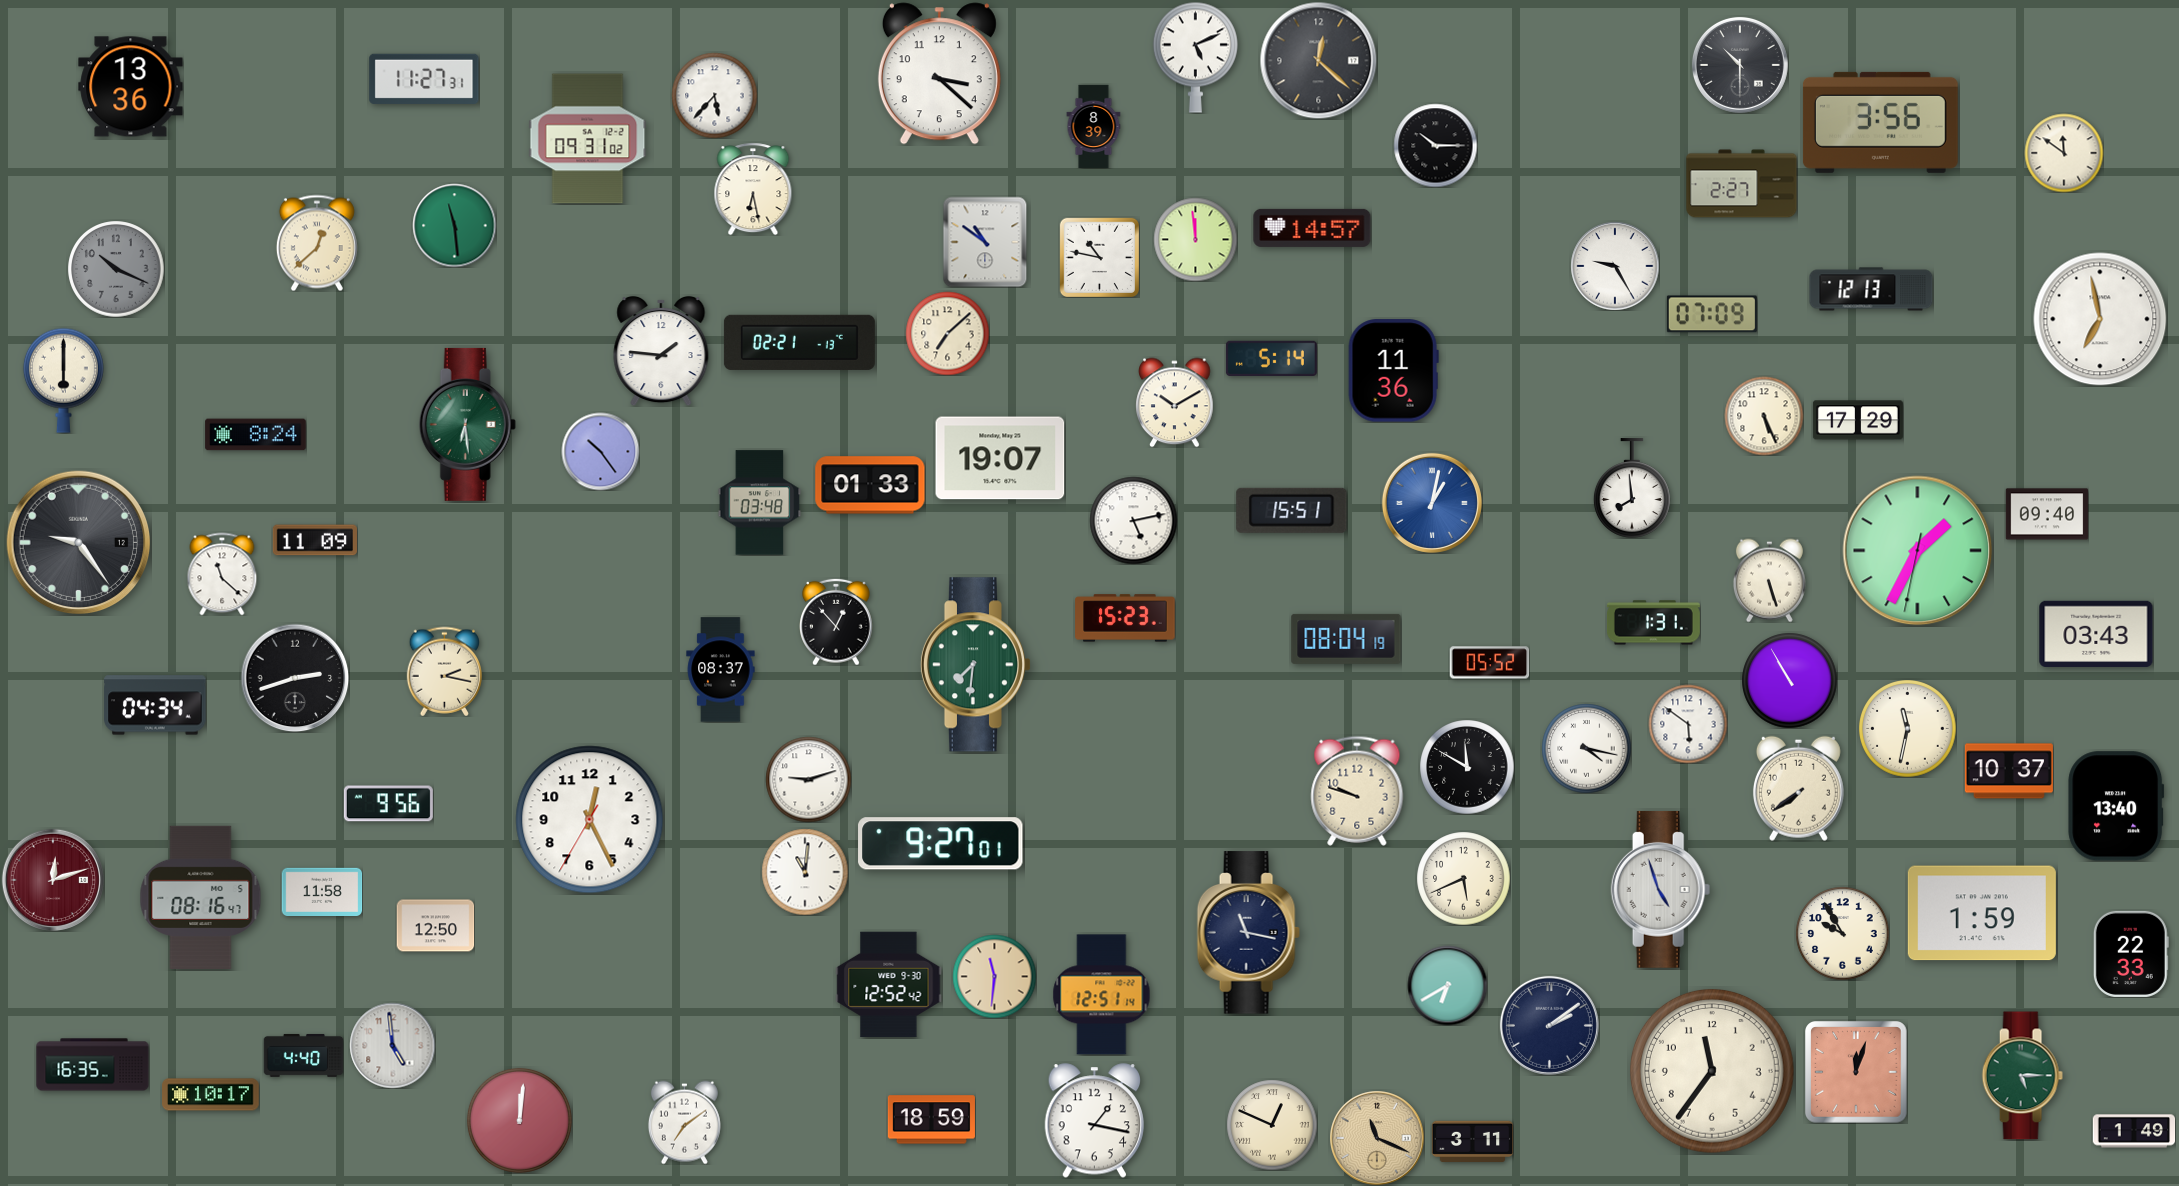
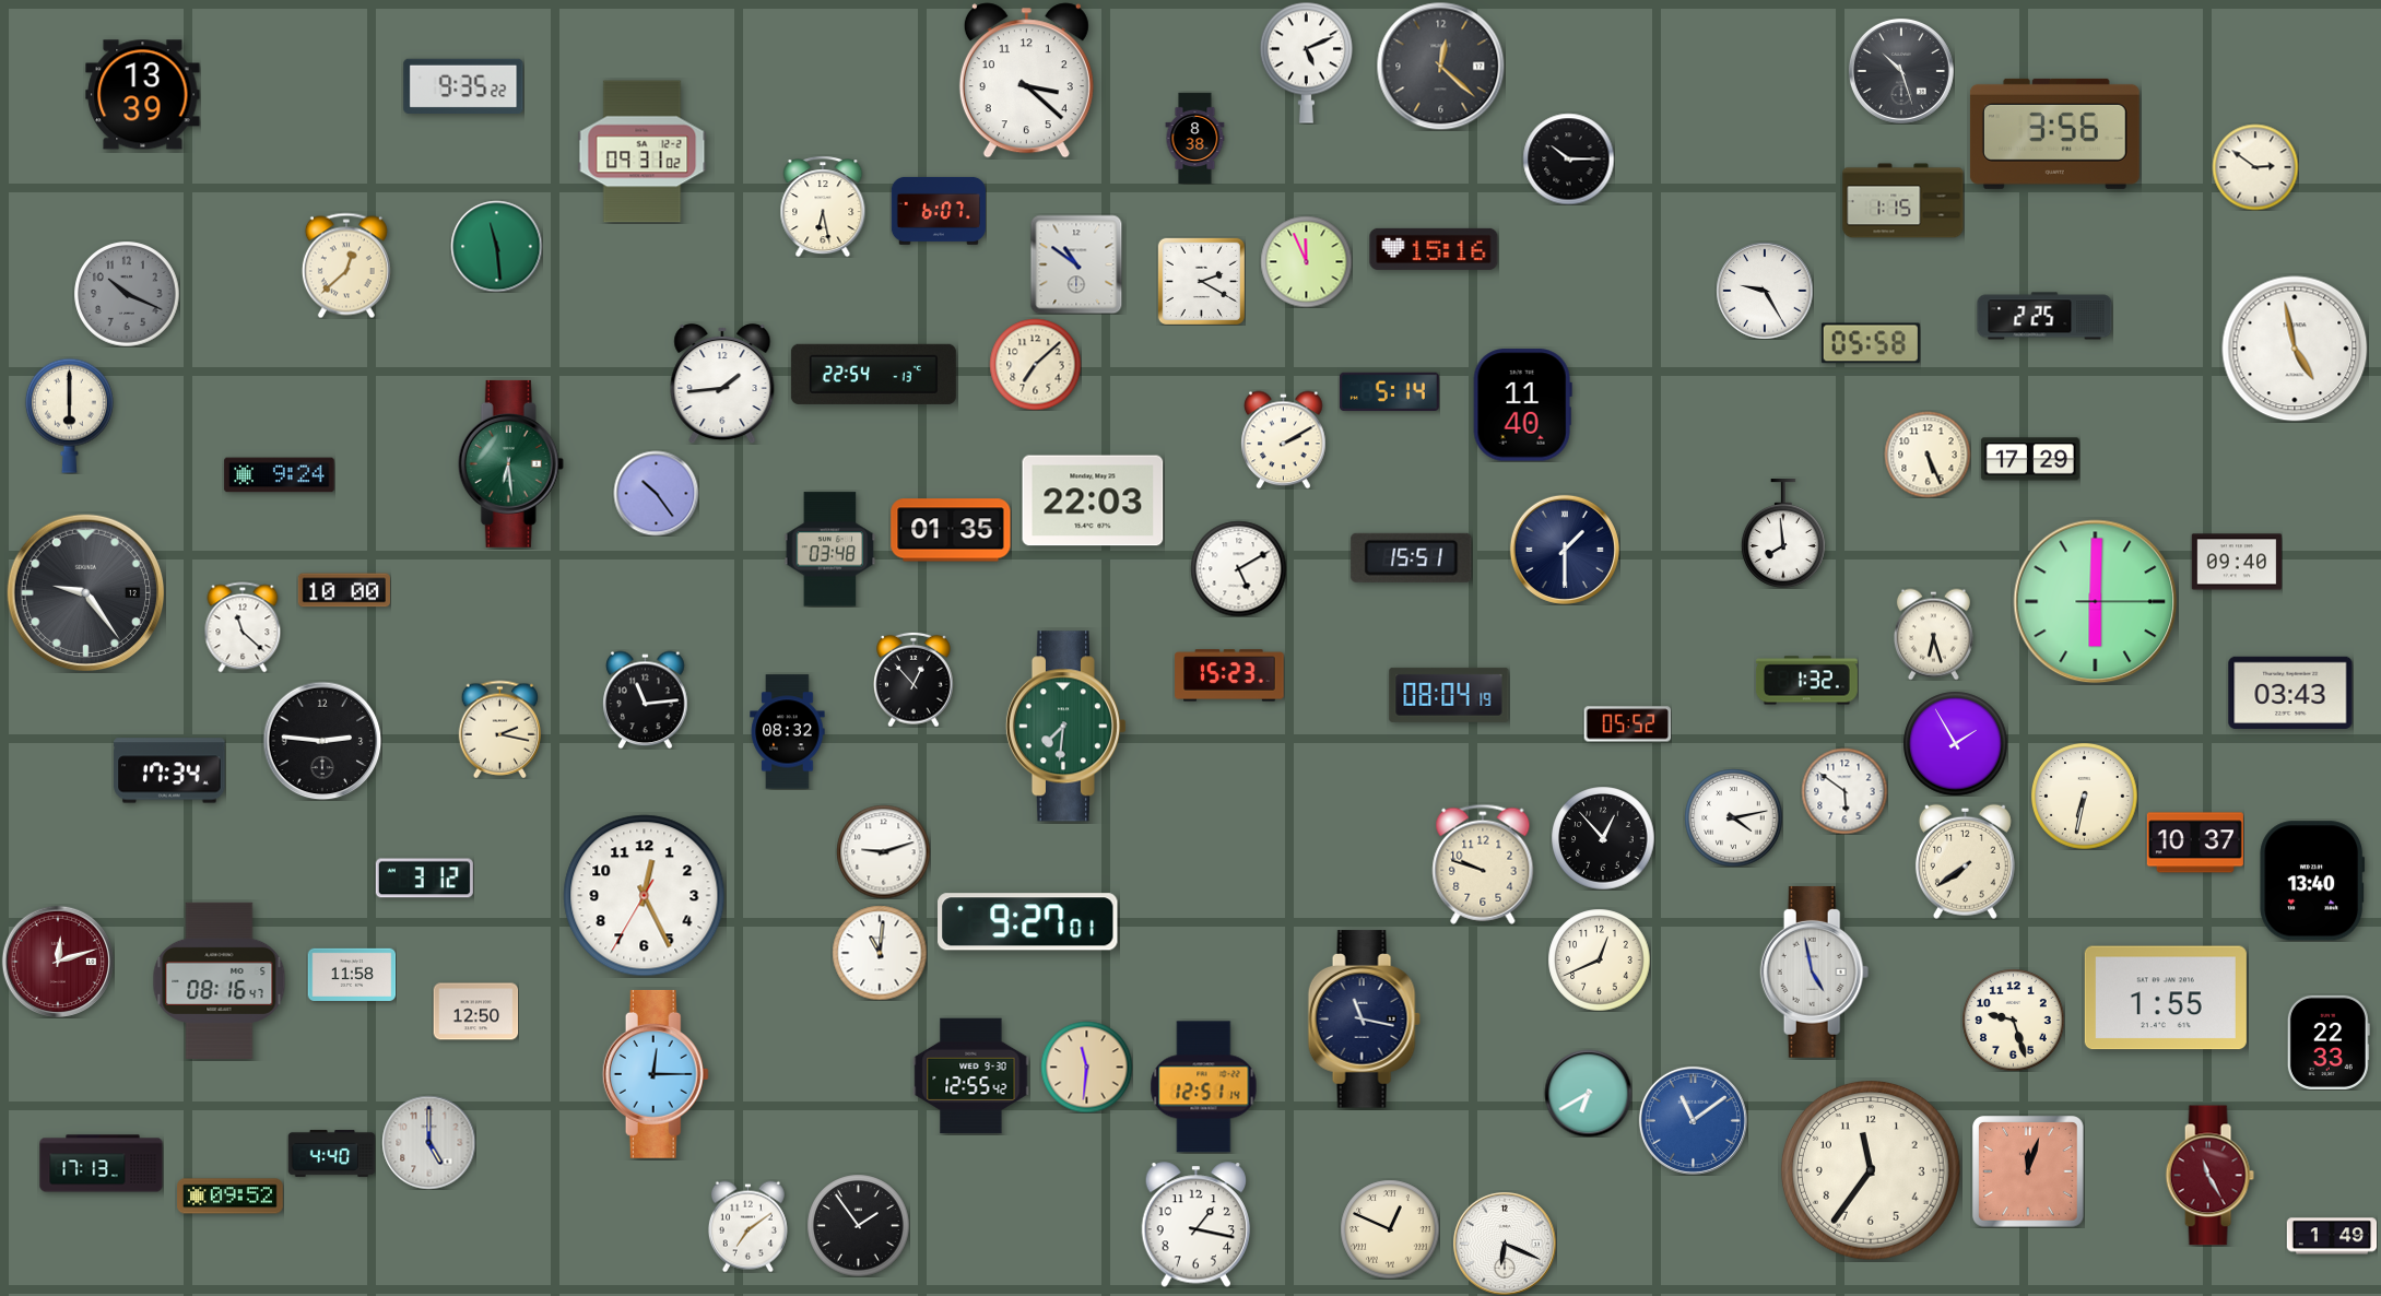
clock at (1740, 65): 10:30 -> 10:27
clock at (424, 79): 11:27 -> 9:35
clock at (131, 87): 13:36 -> 13:39
clock at (714, 95): 5:37 -> none
clock at (1094, 126): 8:39 -> 8:38
clock at (2064, 153): 11:51 -> 2:51
clock at (1742, 184): 2:27 -> 1:15
clock at (939, 211): none -> 6:07
clock at (1312, 228): 14:57 -> 15:16
clock at (1195, 239): 11:59 -> 11:56
clock at (1099, 257): 10:47 -> 2:20
clock at (1871, 289): 12:13 -> 2:25
clock at (1712, 314): 07:09 -> 05:58
clock at (2100, 319): 6:58 -> 4:58
clock at (799, 342): 02:21 -> 22:54
clock at (661, 351): 1:46 -> 1:44
clock at (1393, 371): 11:36 -> 11:40
clock at (1175, 402): 10:10 -> 2:10
clock at (256, 435): 8:24 -> 9:24
clock at (1000, 458): 19:07 -> 22:03
clock at (870, 485): 01:33 -> 01:35
clock at (1432, 503): 1:02 -> 1:30
clock at (1432, 503) dial: blue -> navy
clock at (1133, 520): 5:13 -> 5:10
clock at (315, 540): 11:09 -> 10:00
clock at (1918, 551): 1:34 -> 6:00
clock at (1769, 580): 5:27 -> 6:27
clock at (1653, 623): 1:31 -> 1:32
clock at (1346, 639) position: (1346, 639) -> (1449, 695)
clock at (646, 699): none -> 11:14
clock at (721, 670): 08:37 -> 08:32
clock at (444, 671) position: (444, 671) -> (499, 729)
clock at (295, 678): 2:42 -> 2:46
clock at (1789, 680): 10:55 -> 1:55
clock at (155, 705): 04:34 -> 17:34
clock at (1908, 729): 11:32 -> 6:32
clock at (1586, 748): 4:17 -> 4:13
clock at (1467, 767): 11:50 -> 12:53
clock at (388, 804): 9:56 -> 3:12
clock at (1463, 878): 5:41 -> 12:41
clock at (1661, 889): 4:57 -> 4:58
clock at (1982, 913): 1:59 -> 1:55
clock at (1842, 933): 9:55 -> 9:27
clock at (656, 1074): none -> 12:15
clock at (889, 985): 12:52 -> 12:55
clock at (1447, 985) position: (1447, 985) -> (1588, 1093)
clock at (1549, 1025): 2:09 -> 11:09
clock at (1549, 1025) dial: navy -> blue
clock at (392, 1045): 4:59 -> 5:00
clock at (93, 1065): 16:35 -> 17:13
clock at (2022, 1076): 5:15 -> 11:25
clock at (2022, 1076) dial: green -> burgundy
clock at (211, 1095): 10:17 -> 09:52
clock at (519, 1120): 12:01 -> none
clock at (931, 1120): 18:59 -> none
clock at (858, 1225): none -> 1:54
clock at (1377, 1138): 11:19 -> 6:19
clock at (1377, 1138) dial: champagne -> white
clock at (1472, 1142): 3:11 -> none
